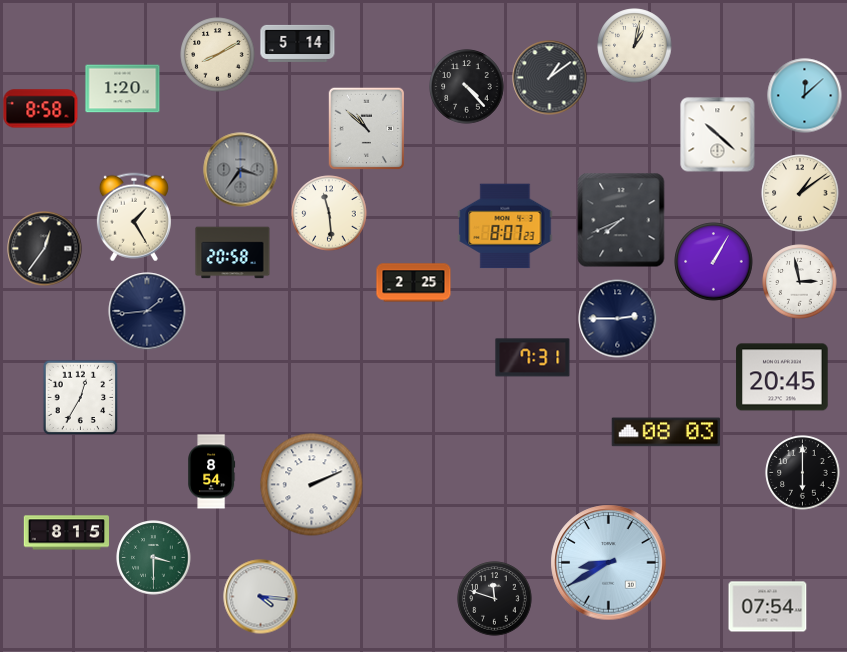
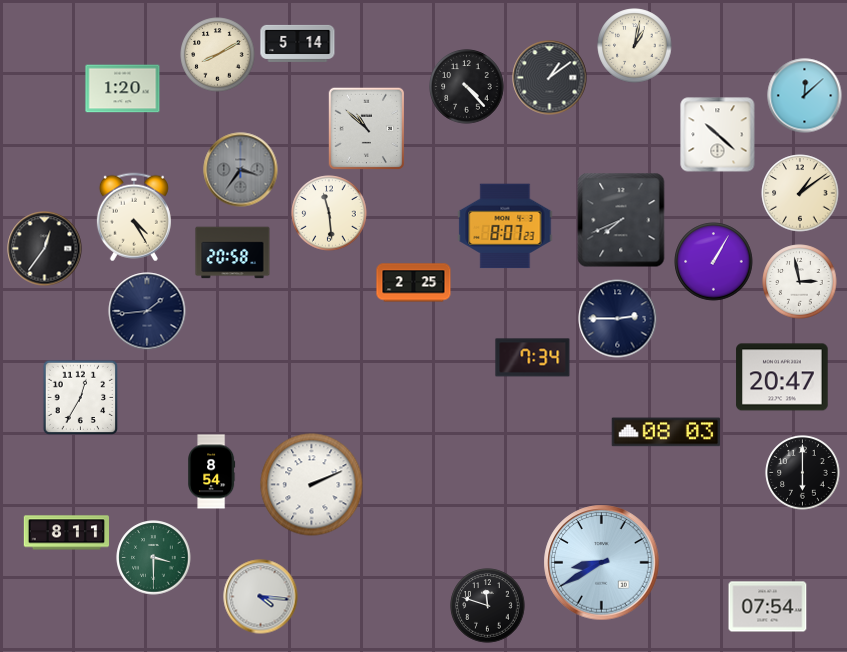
clock at (41, 109): 8:58 -> none
clock at (134, 217): 1:25 -> 4:25
clock at (533, 358): 7:31 -> 7:34
clock at (782, 377): 20:45 -> 20:47
clock at (67, 533): 8:15 -> 8:11
clock at (609, 563) position: (609, 563) -> (602, 563)
clock at (495, 599) position: (495, 599) -> (488, 606)
